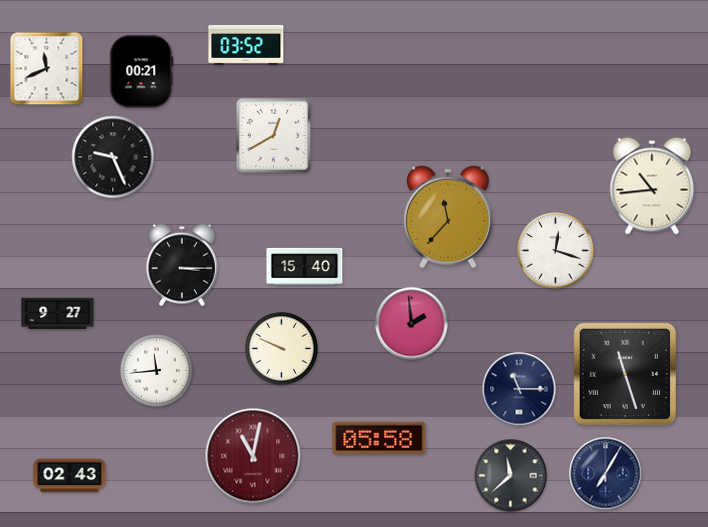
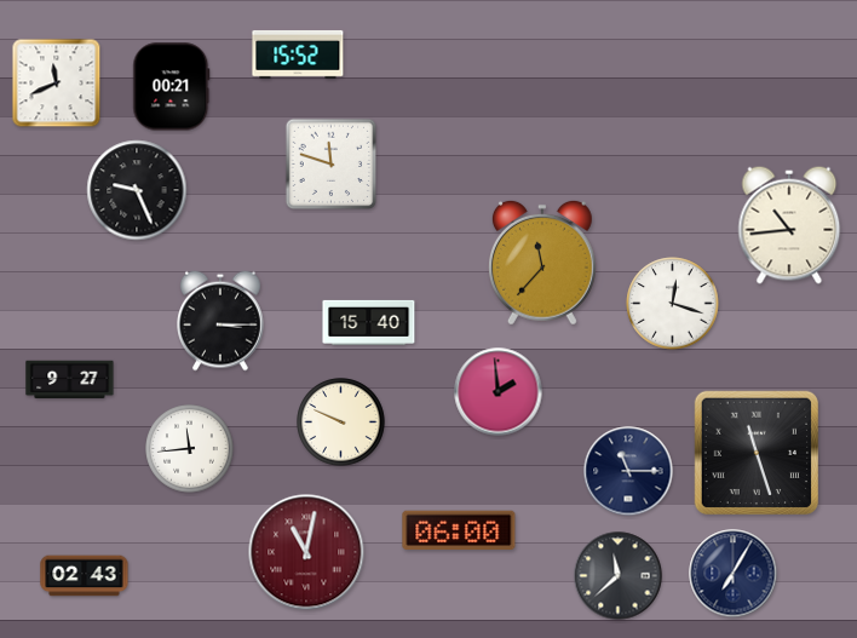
clock at (246, 45): 03:52 -> 15:52
clock at (274, 136): 12:40 -> 11:48
clock at (379, 438): 05:58 -> 06:00
